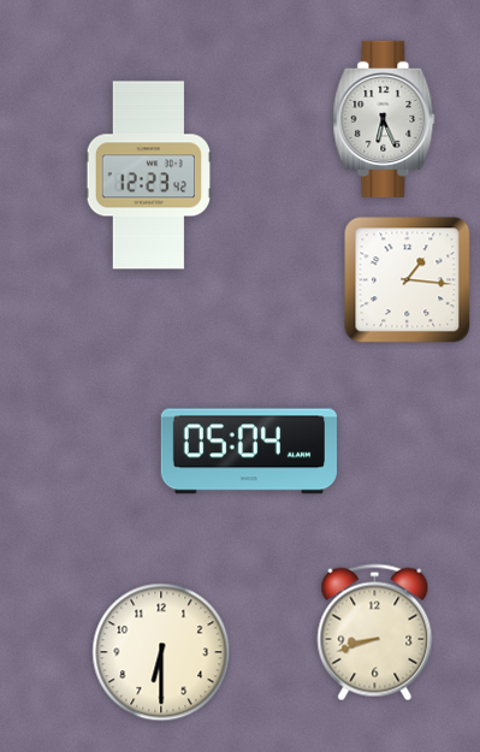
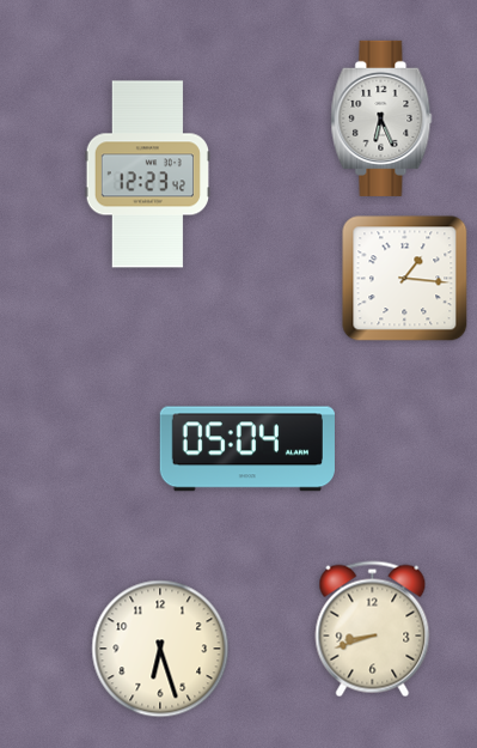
clock at (161, 652): 6:30 -> 6:27
